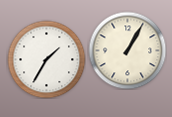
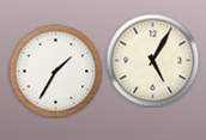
clock at (127, 50): 1:05 -> 5:05
